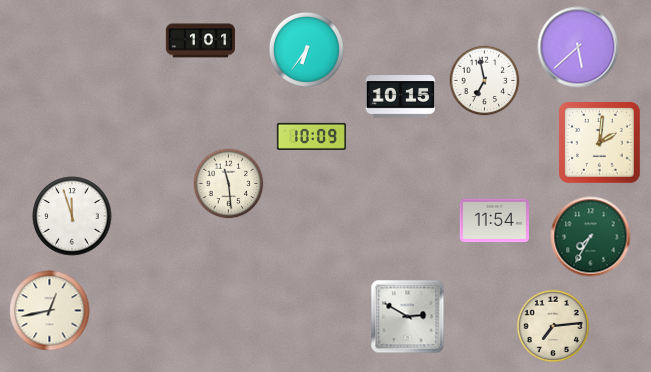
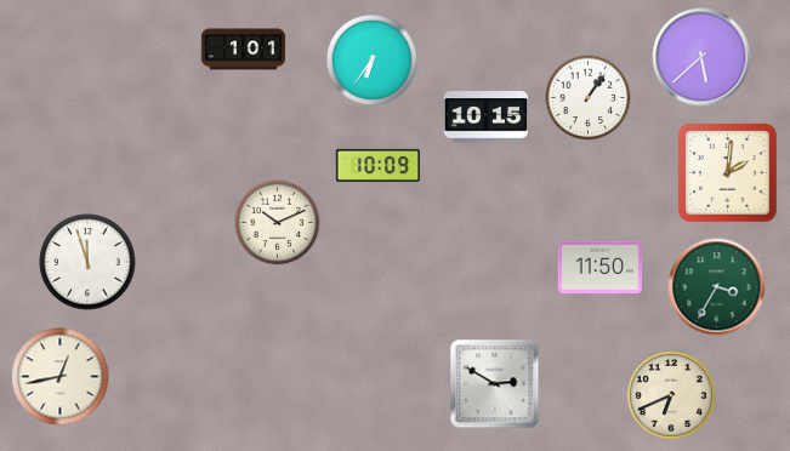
clock at (485, 81): 6:58 -> 1:06
clock at (229, 184): 11:29 -> 10:11
clock at (494, 221): 11:54 -> 11:50
clock at (591, 237): 7:35 -> 3:35
clock at (553, 326): 7:14 -> 6:41
